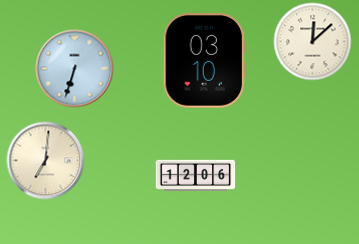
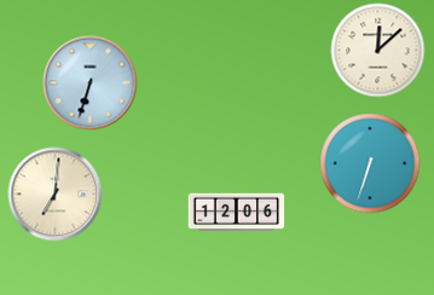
clock at (204, 61): 03:10 -> none
clock at (370, 163): none -> 6:33
